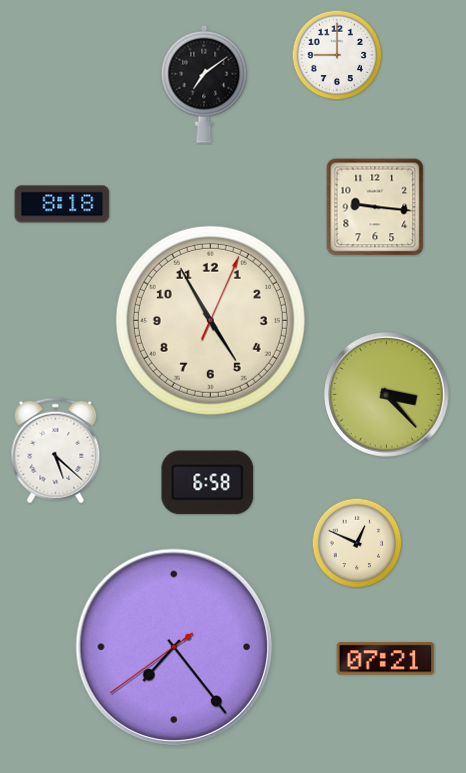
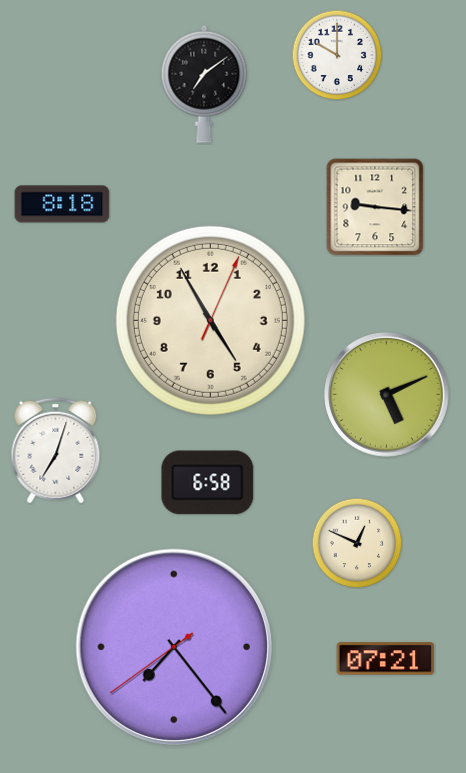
clock at (337, 55): 9:00 -> 10:00
clock at (387, 395): 3:23 -> 5:11
clock at (56, 451): 5:22 -> 7:03
